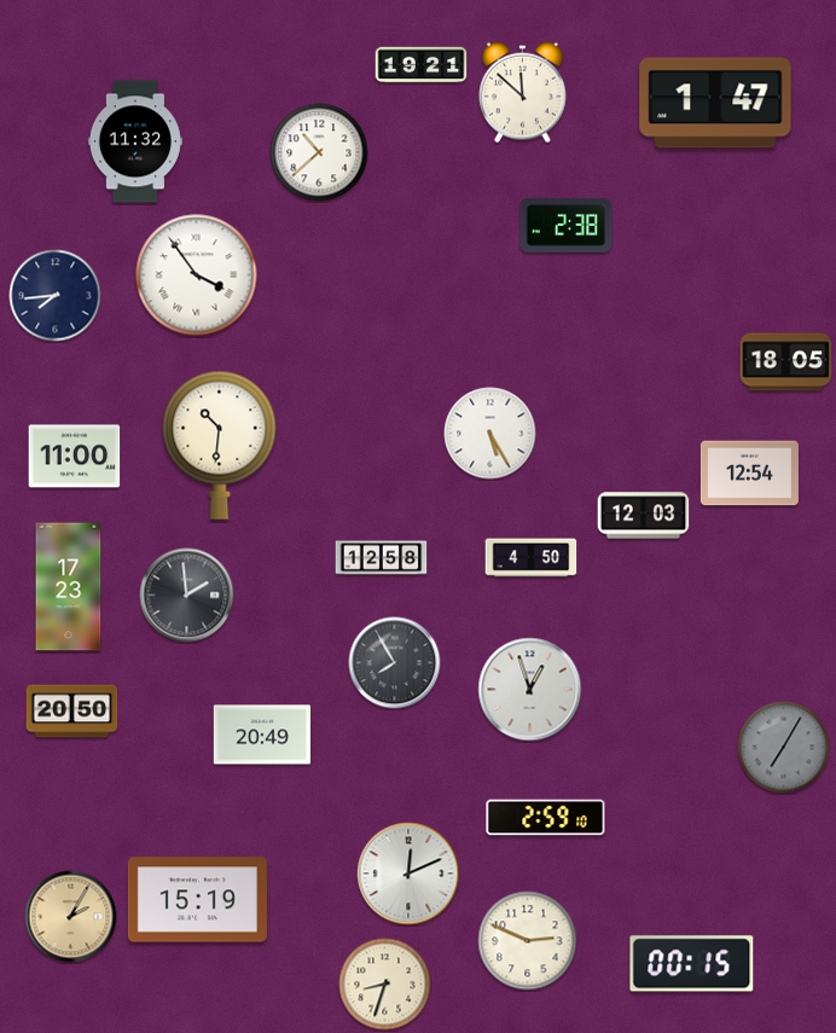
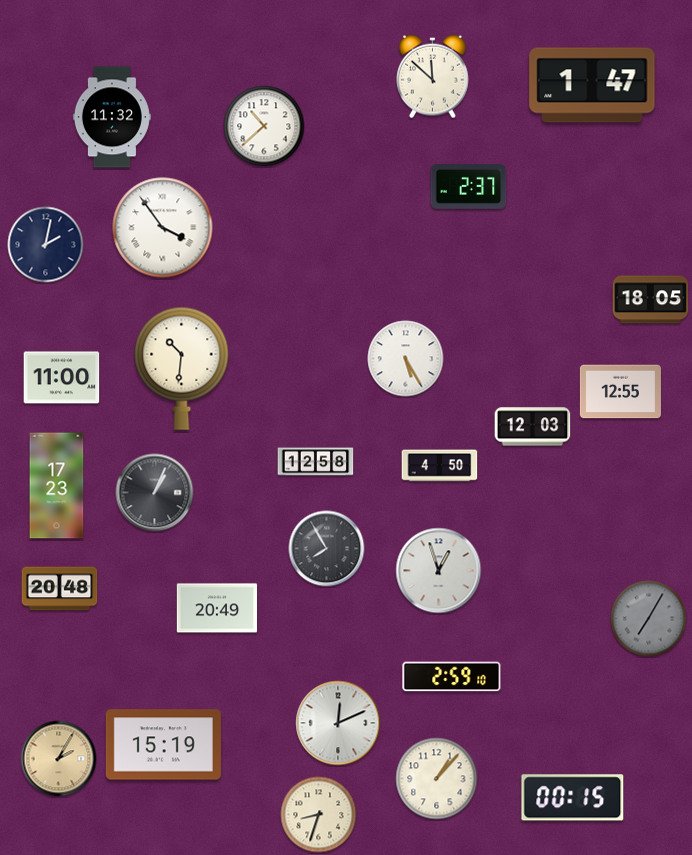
clock at (422, 65): 19:21 -> none
clock at (567, 225): 2:38 -> 2:37
clock at (56, 296): 7:44 -> 2:02
clock at (749, 474): 12:54 -> 12:55
clock at (532, 558) position: (532, 558) -> (440, 466)
clock at (187, 596): 1:59 -> 1:04
clock at (72, 712): 20:50 -> 20:48
clock at (528, 941): 2:49 -> 1:07
